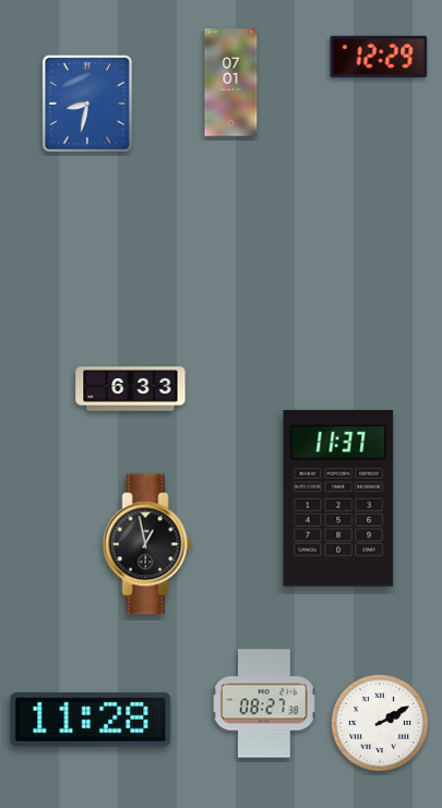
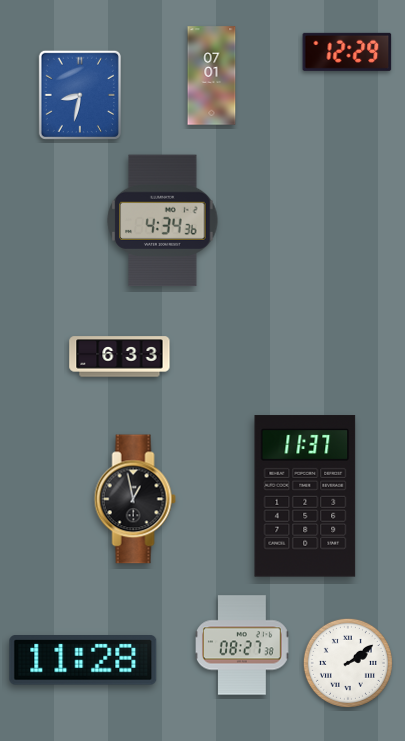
clock at (163, 221): none -> 4:34
clock at (338, 498) position: (338, 498) -> (305, 496)
clock at (380, 723): 2:10 -> 2:09
